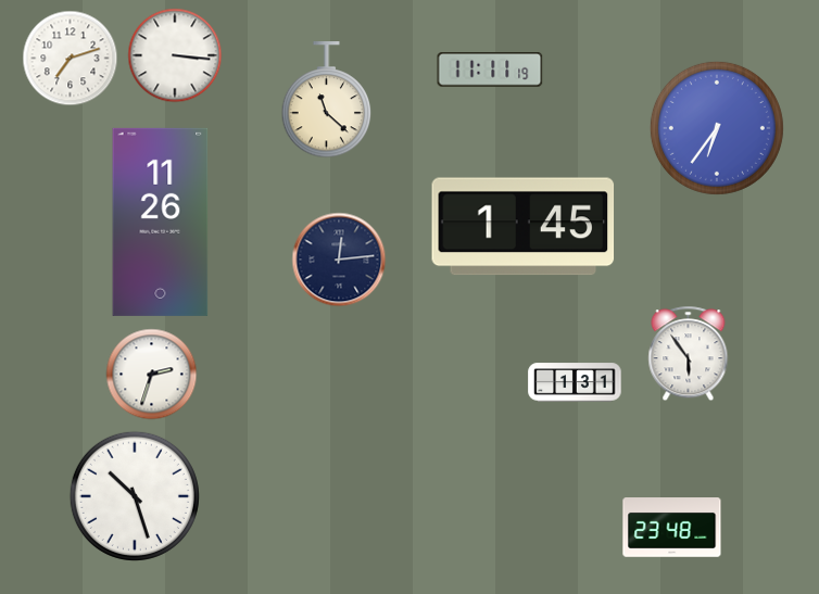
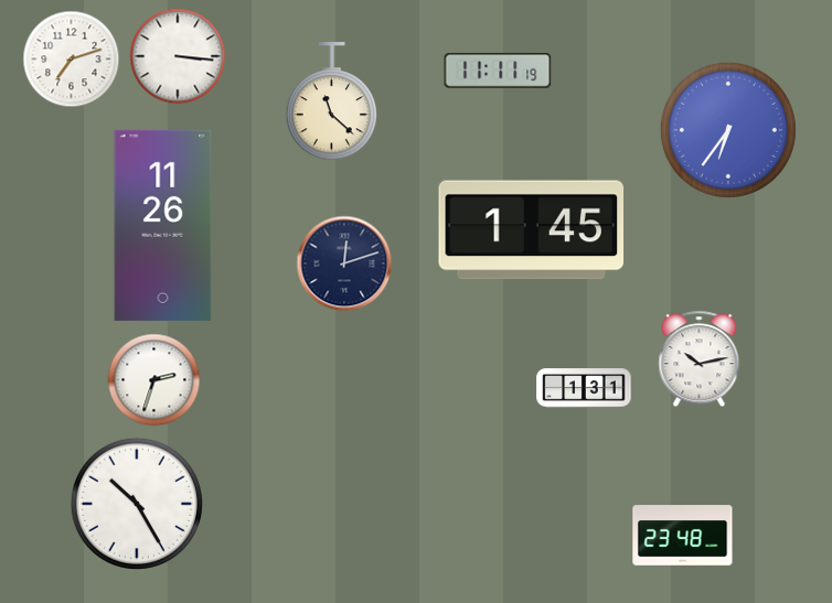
clock at (339, 260): 12:14 -> 12:12
clock at (689, 354): 5:54 -> 10:13
clock at (135, 496): 10:27 -> 10:25
